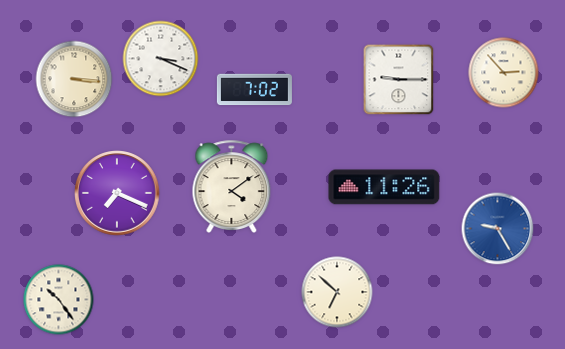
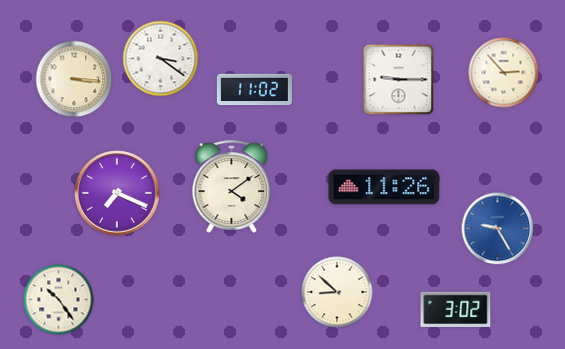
clock at (161, 59): 3:19 -> 3:21
clock at (254, 90): 7:02 -> 11:02
clock at (337, 292): 6:52 -> 8:52
clock at (456, 309): none -> 3:02
